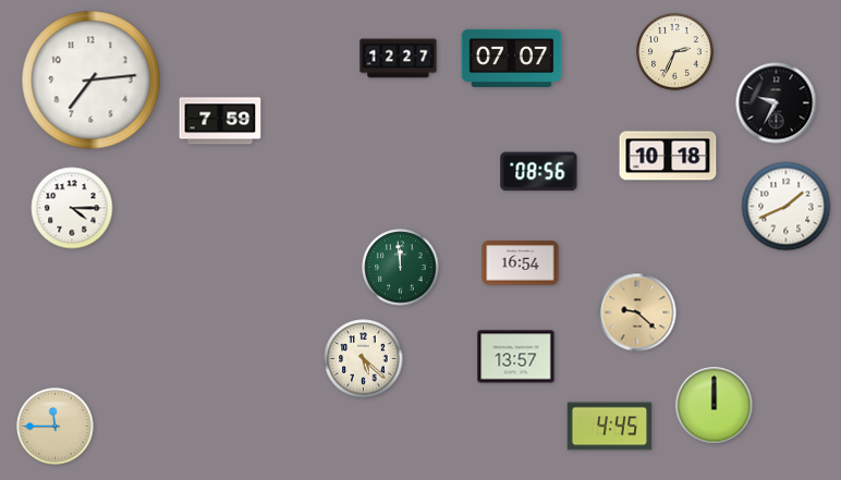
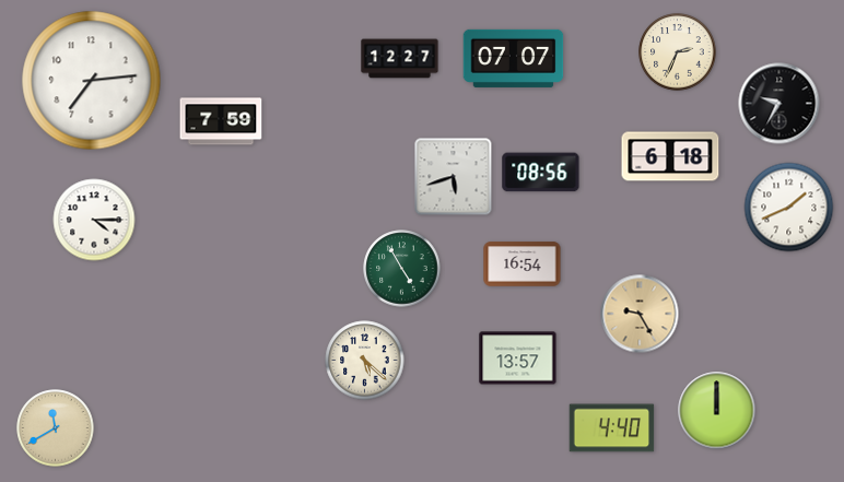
clock at (668, 156): 10:18 -> 6:18
clock at (454, 177): none -> 5:42
clock at (72, 208) position: (72, 208) -> (94, 220)
clock at (401, 268): 11:59 -> 4:55
clock at (637, 312): 9:22 -> 9:25
clock at (715, 406) position: (715, 406) -> (717, 411)
clock at (56, 427): 11:45 -> 11:40
clock at (610, 427): 4:45 -> 4:40
